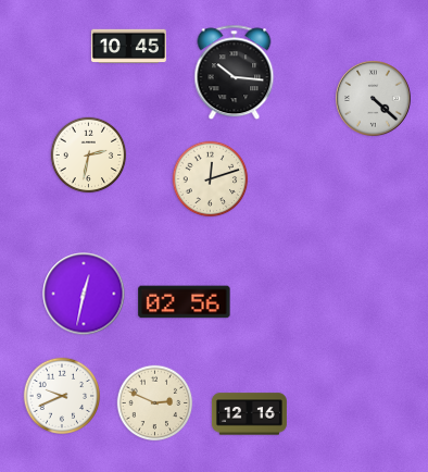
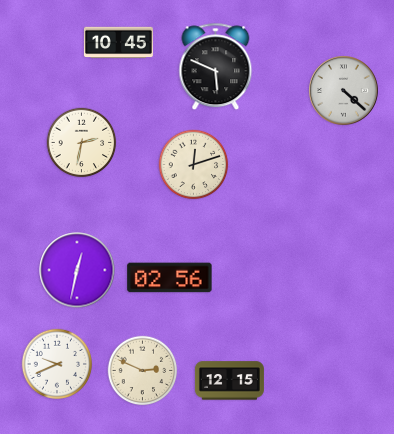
clock at (235, 73): 10:16 -> 5:49
clock at (249, 414): 12:16 -> 12:15
